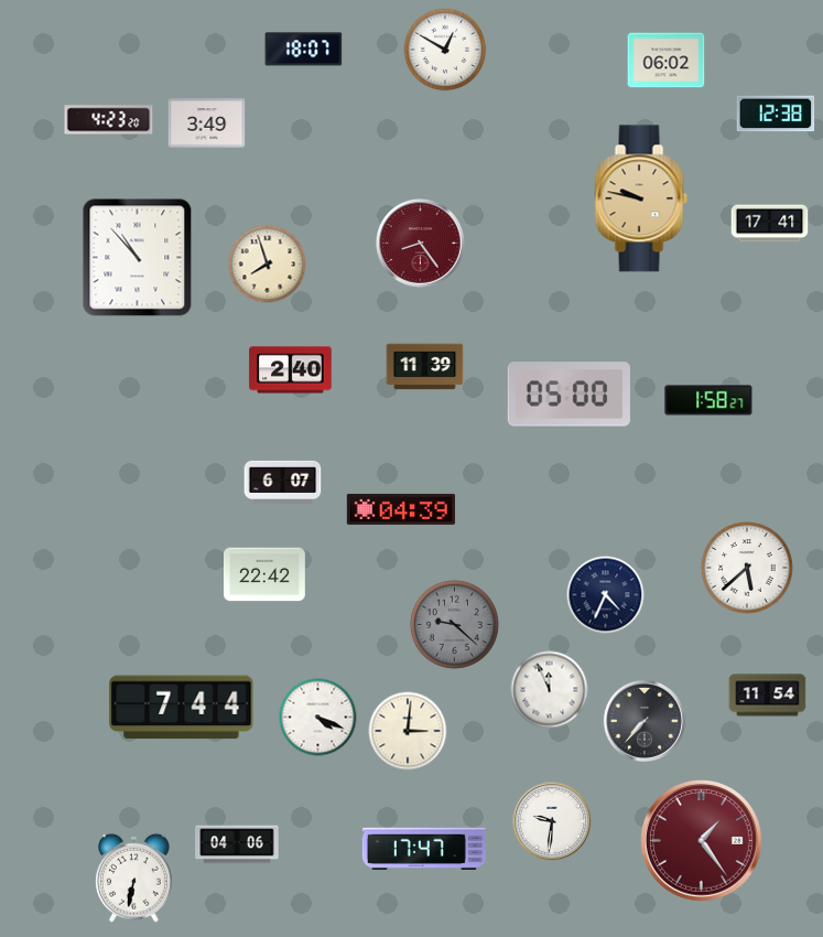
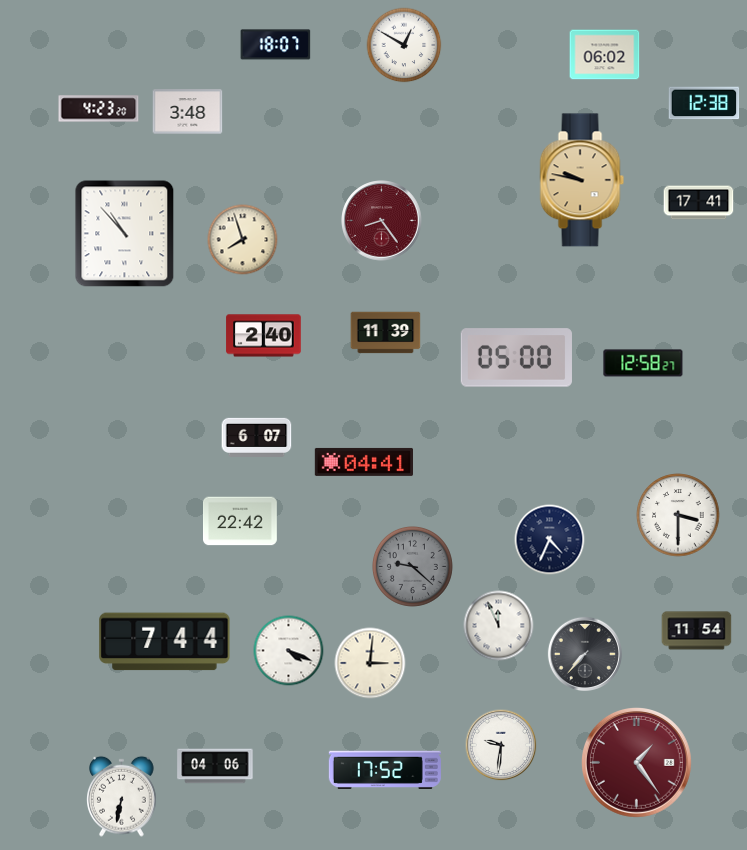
clock at (207, 123): 3:49 -> 3:48
clock at (708, 400): 1:58 -> 12:58
clock at (400, 509): 04:39 -> 04:41
clock at (747, 568): 5:38 -> 3:30
clock at (424, 849): 17:47 -> 17:52
